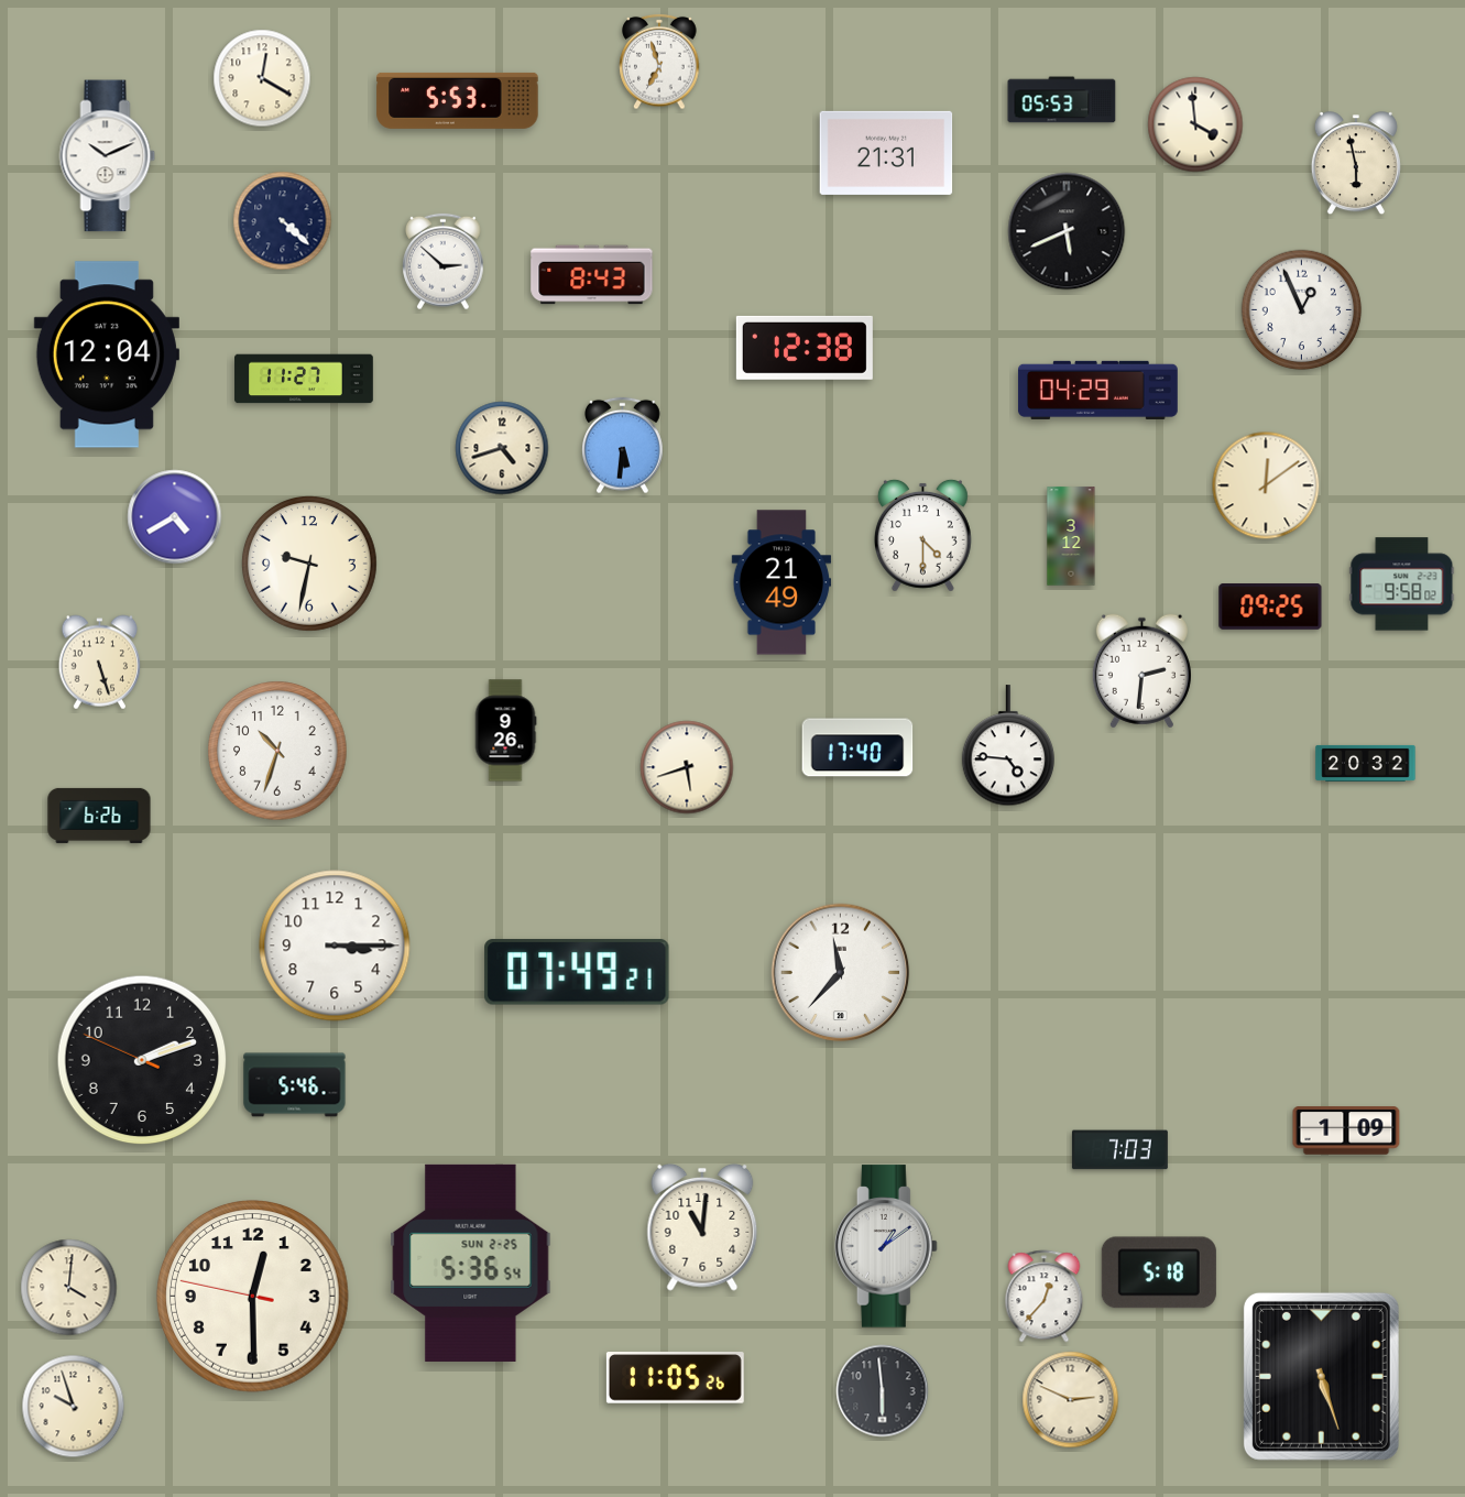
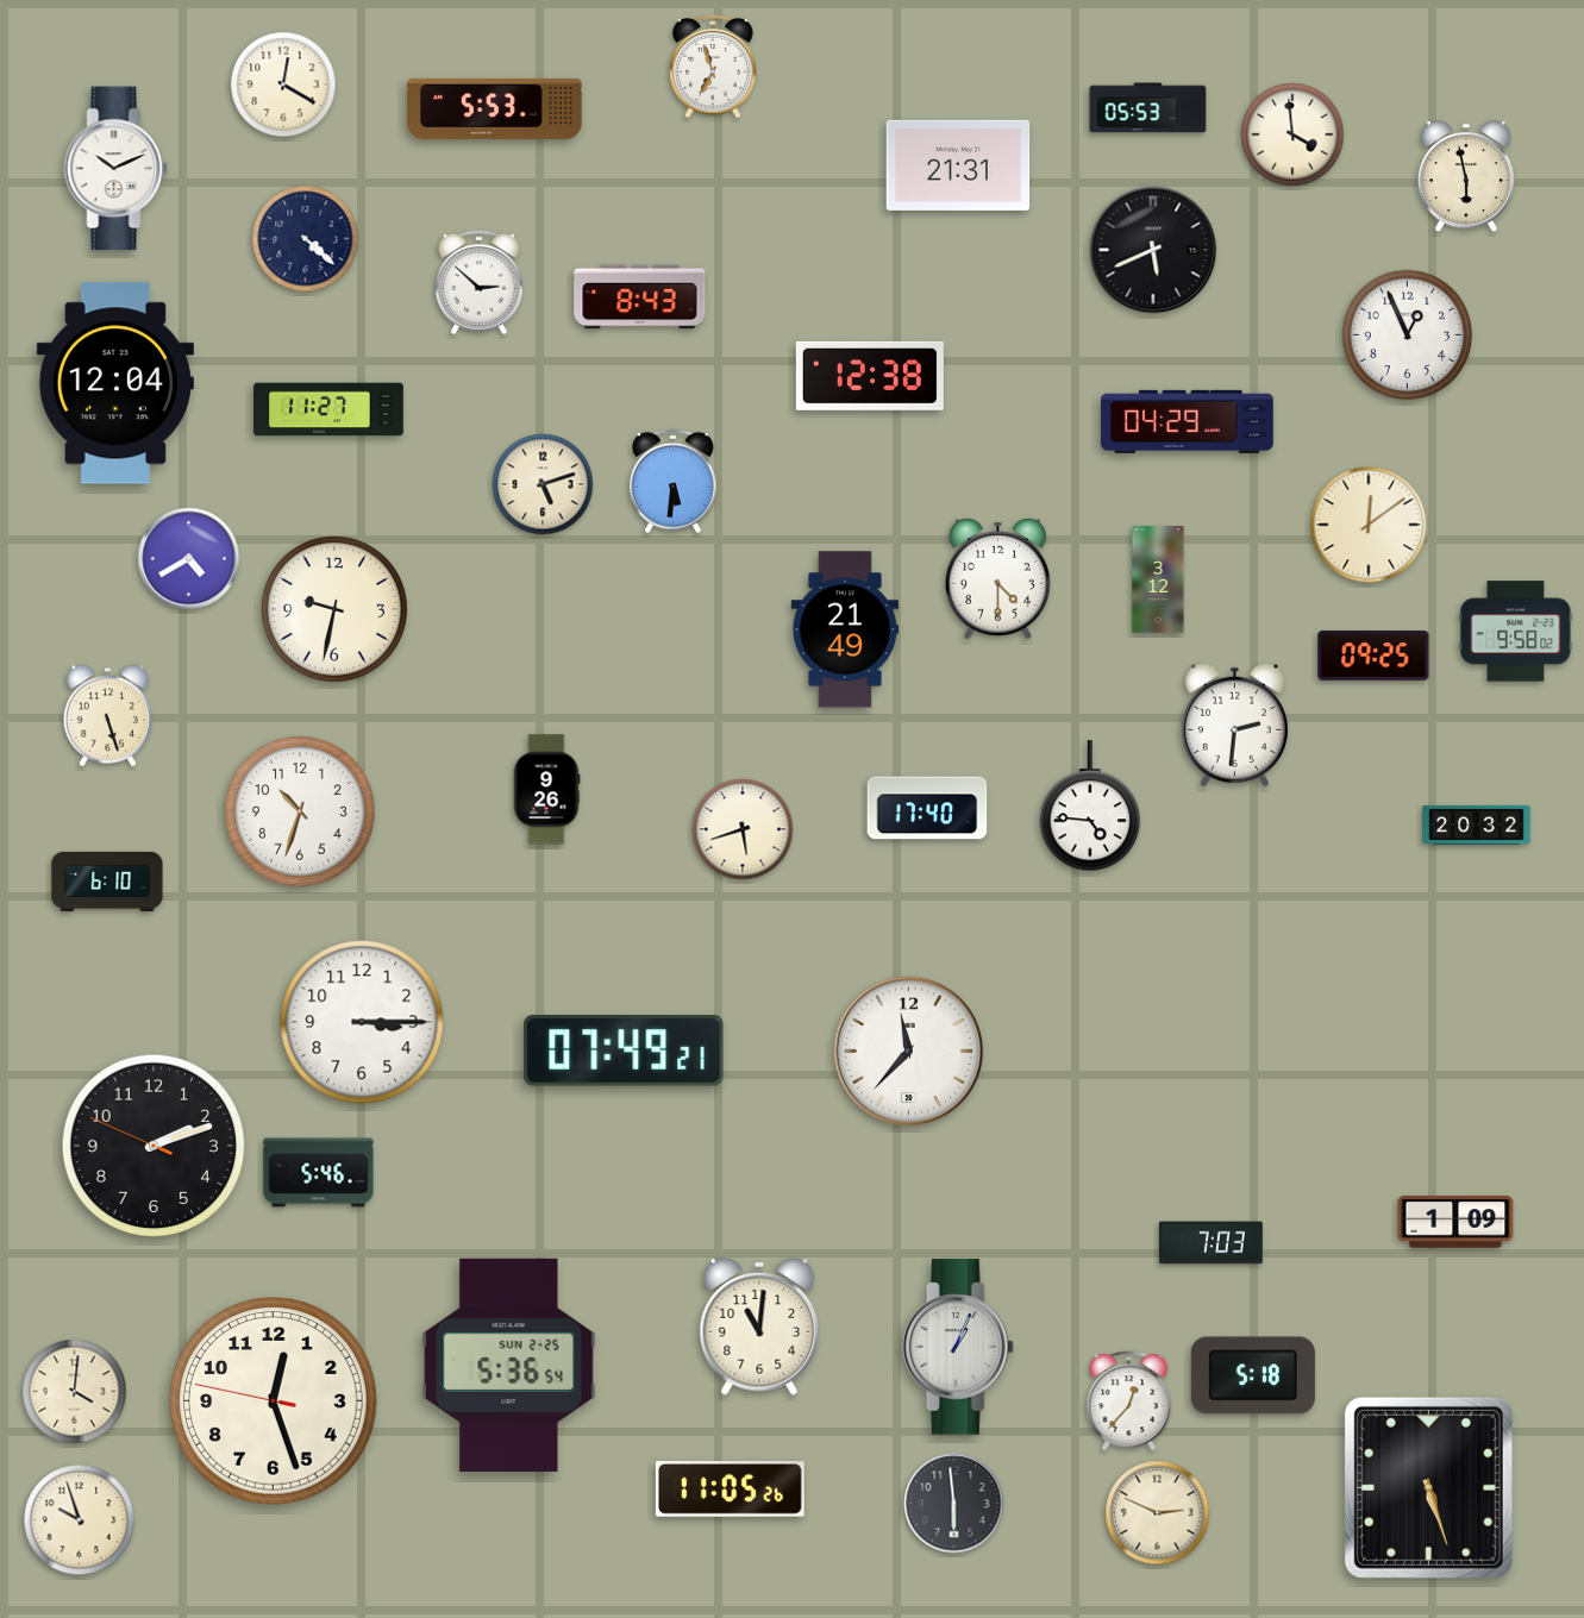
clock at (502, 448): 4:42 -> 5:12
clock at (99, 816): 6:26 -> 6:10
clock at (887, 1246): 1:09 -> 1:04
clock at (253, 1297): 12:29 -> 12:26
